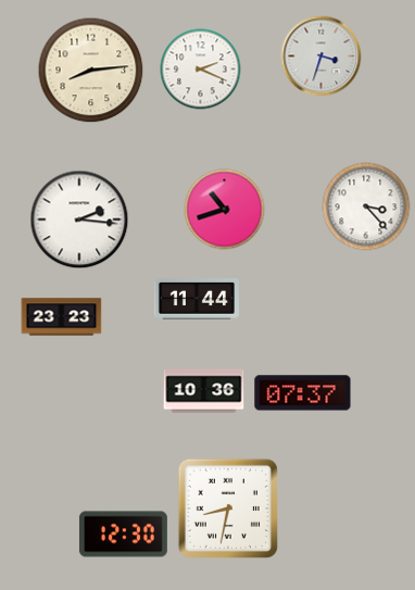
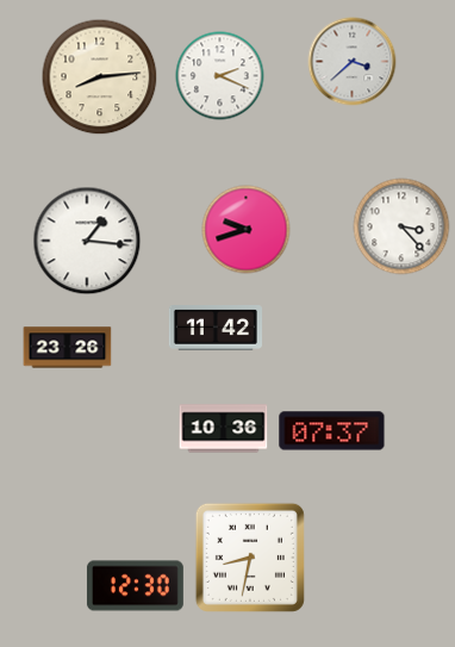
clock at (322, 57): 3:33 -> 3:38
clock at (225, 210): 10:42 -> 9:42
clock at (79, 219): 2:16 -> 1:16
clock at (197, 300): 11:44 -> 11:42
clock at (62, 317): 23:23 -> 23:26
